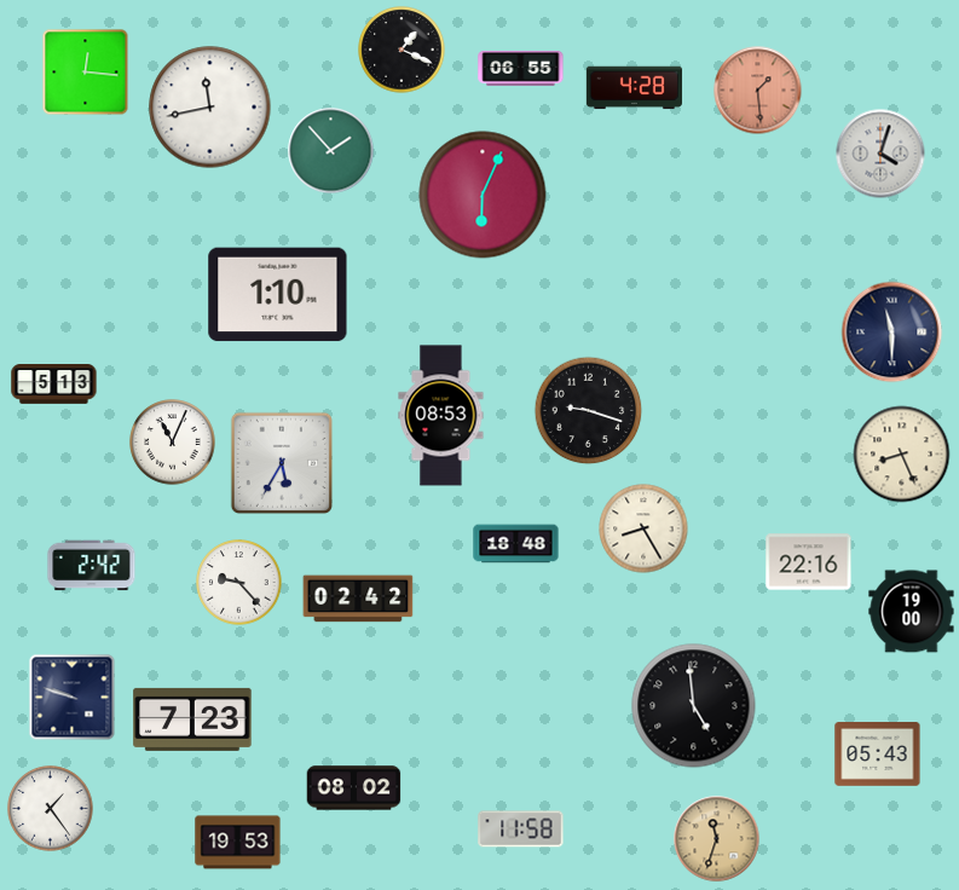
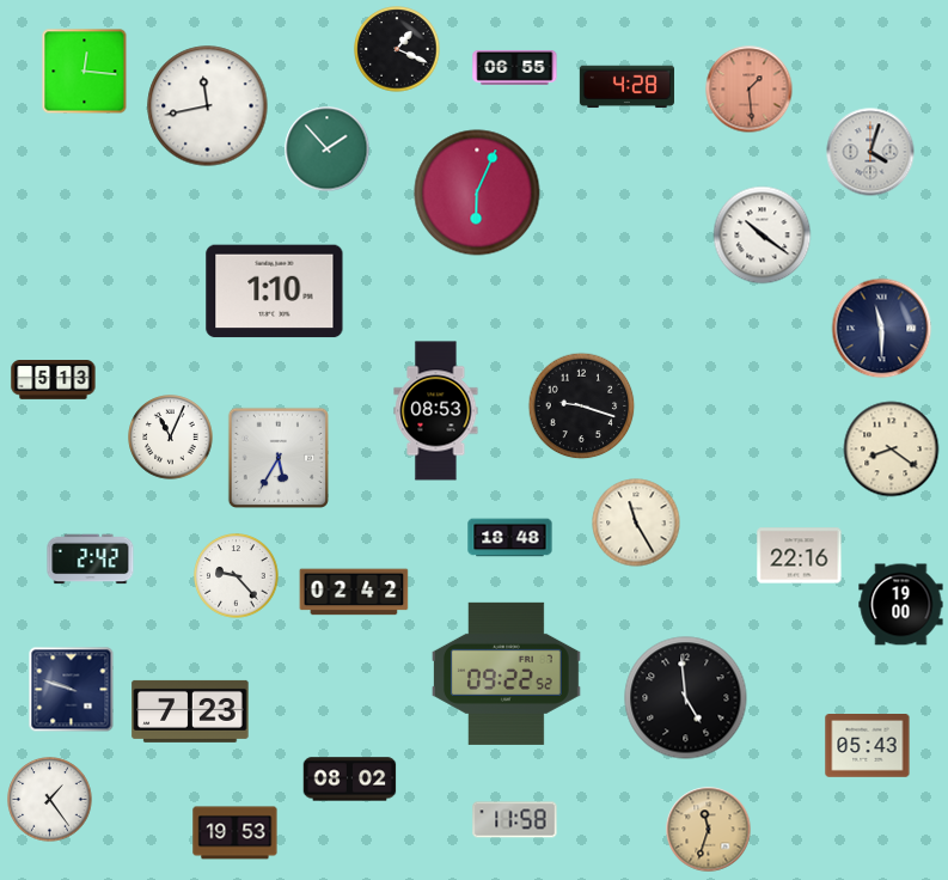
clock at (763, 236): none -> 10:21
clock at (902, 455): 8:26 -> 8:21
clock at (643, 528): 8:25 -> 11:25
clock at (506, 673): none -> 09:22
